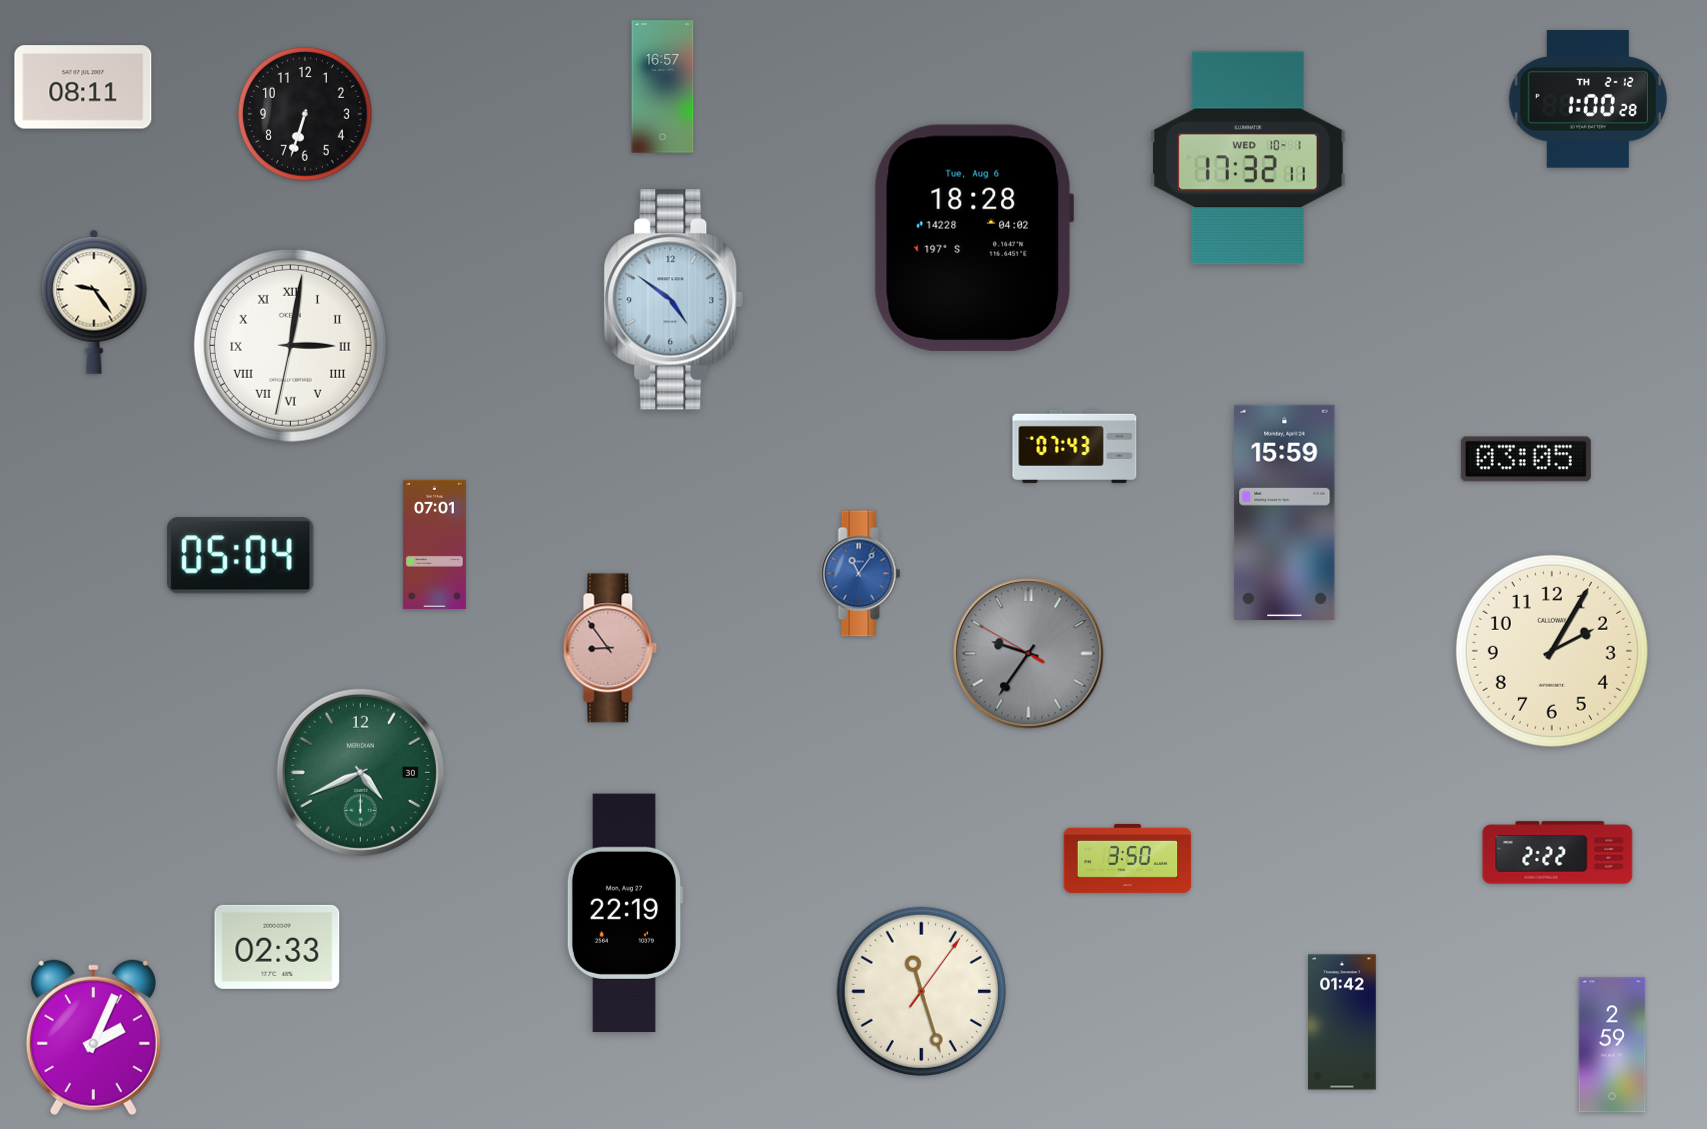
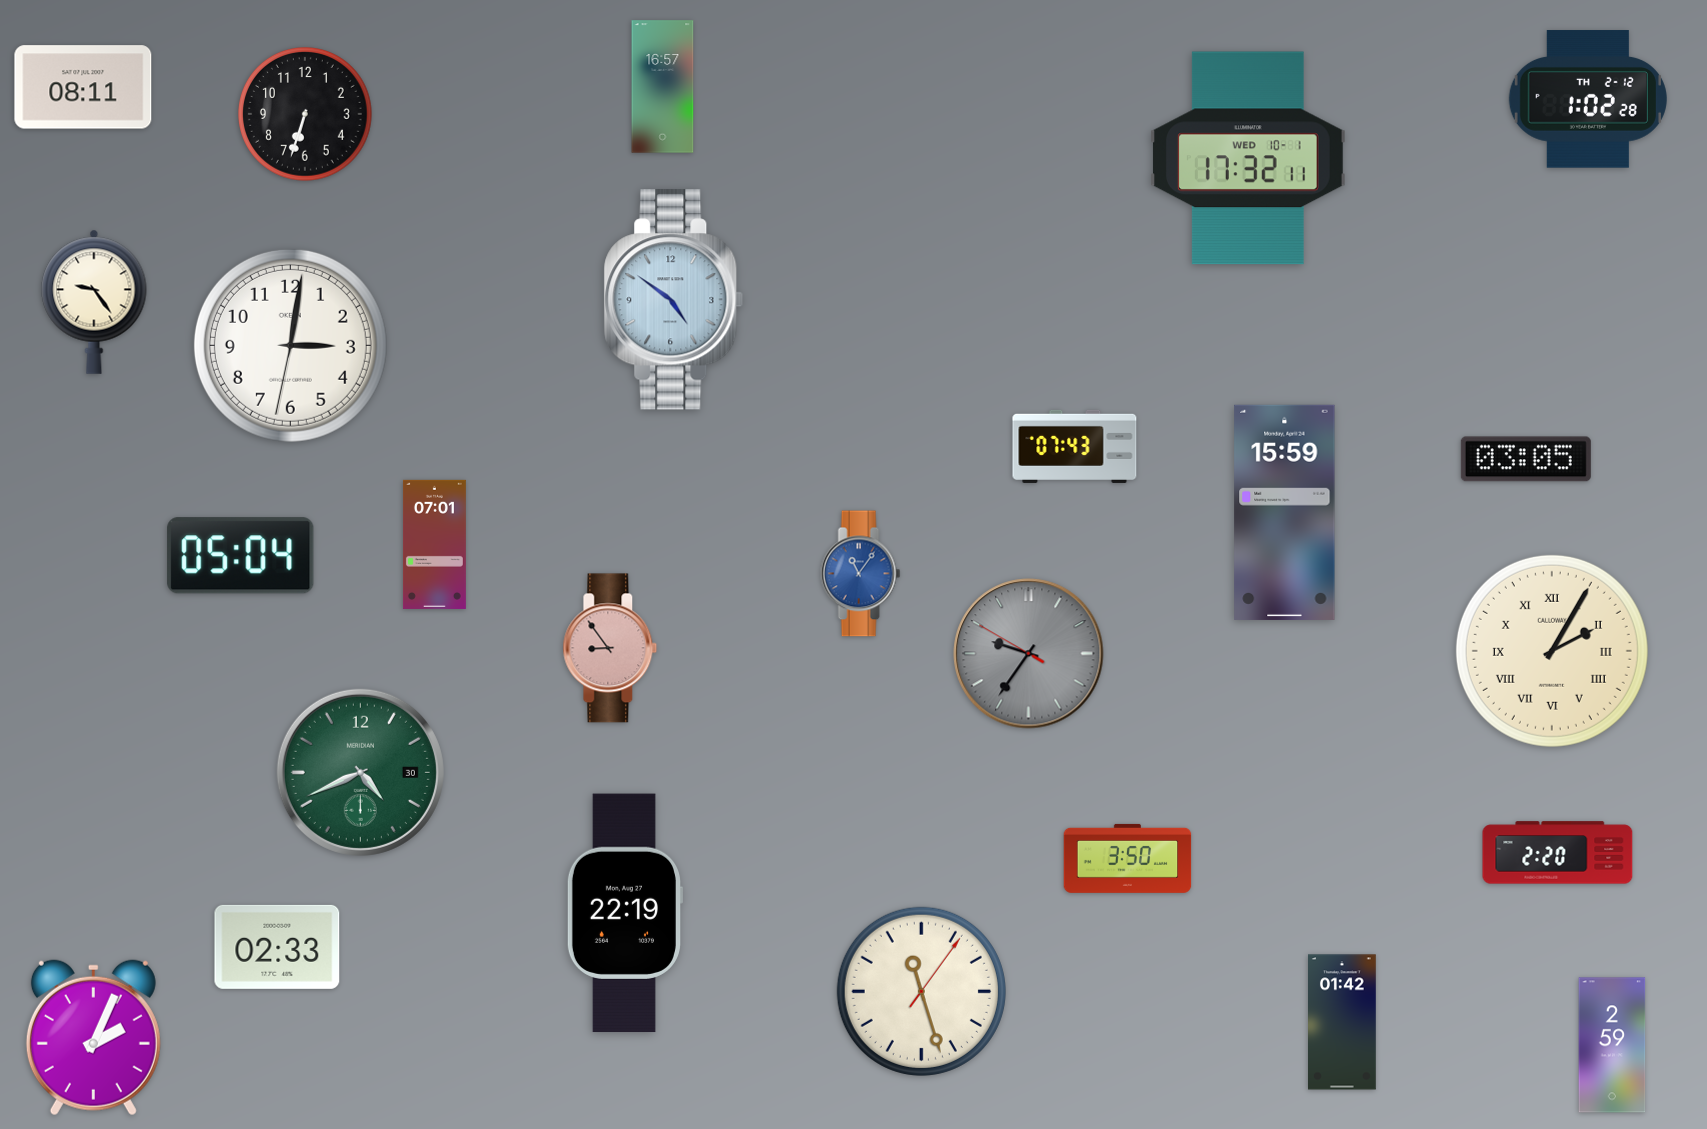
clock at (1588, 99): 1:00 -> 1:02
clock at (974, 238): 18:28 -> none
clock at (290, 345) numerals: Roman -> Arabic
clock at (1552, 651) numerals: Arabic -> Roman
clock at (1558, 853): 2:22 -> 2:20
